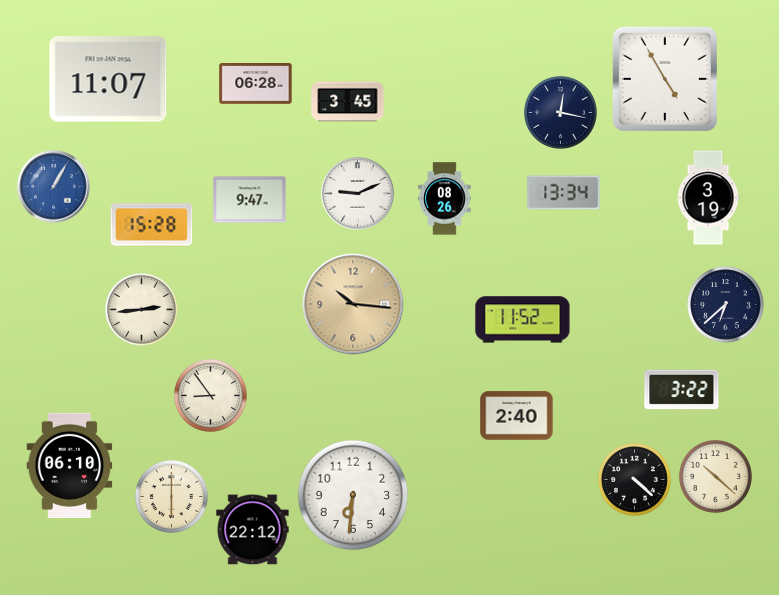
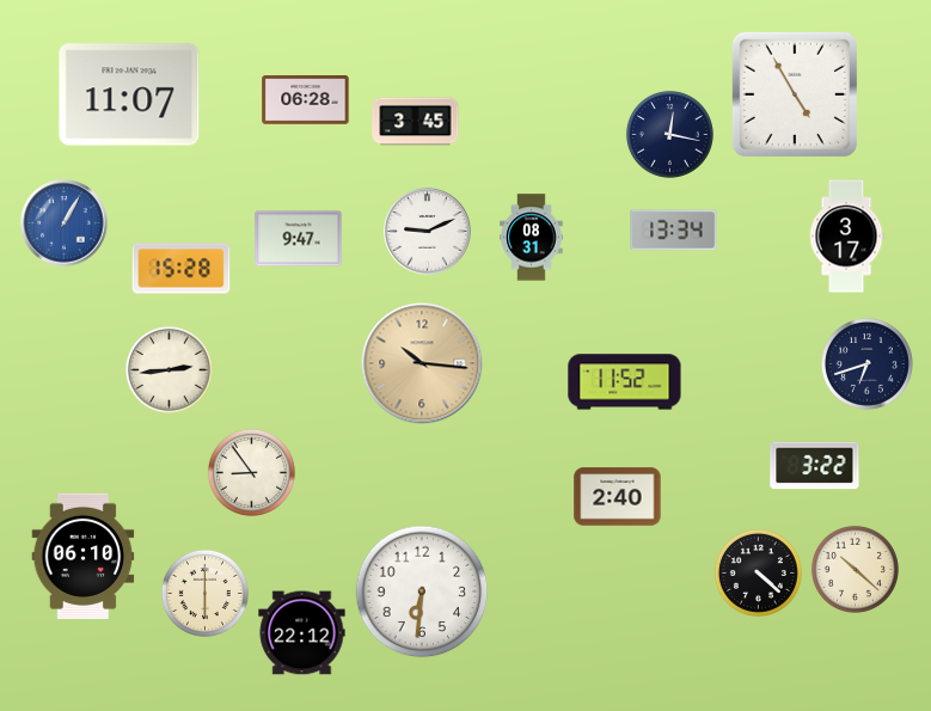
clock at (708, 198): 3:19 -> 3:17
clock at (445, 199): 08:26 -> 08:31
clock at (726, 305): 6:38 -> 6:42
